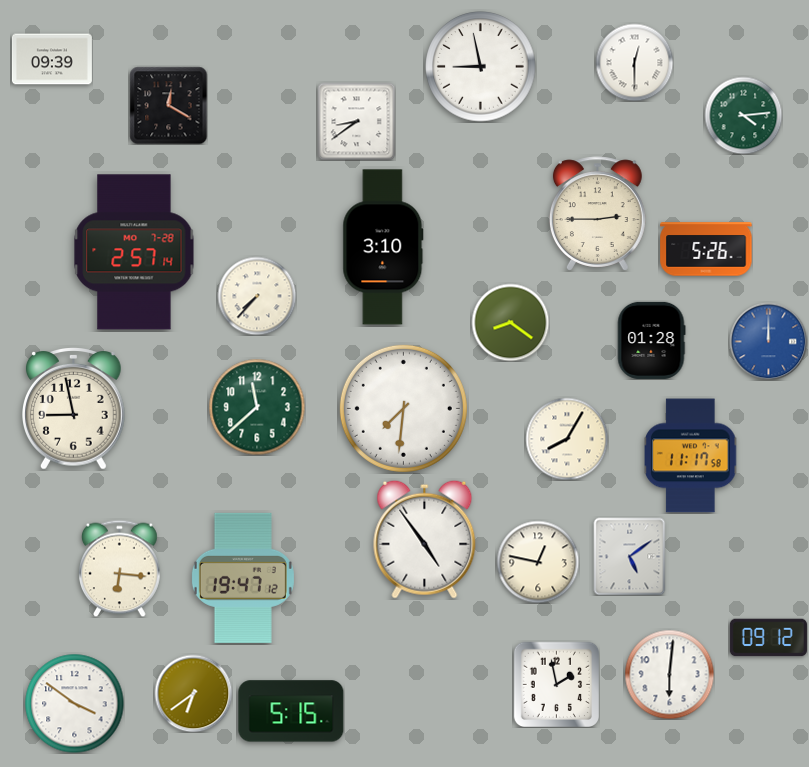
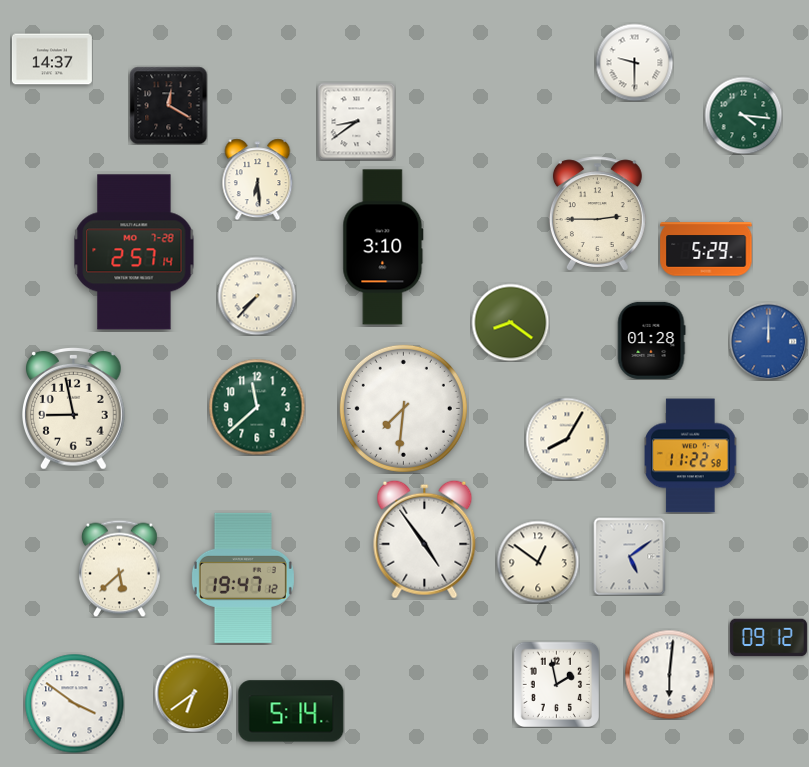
clock at (52, 59): 09:39 -> 14:37
clock at (634, 62): 12:30 -> 9:30
clock at (481, 67): 8:58 -> none
clock at (743, 115): 4:14 -> 4:16
clock at (258, 179): none -> 6:29
clock at (706, 249): 5:26 -> 5:29
clock at (692, 456): 11:17 -> 11:22
clock at (538, 562): 12:47 -> 12:51
clock at (120, 568): 6:16 -> 5:38
clock at (291, 711): 5:15 -> 5:14
